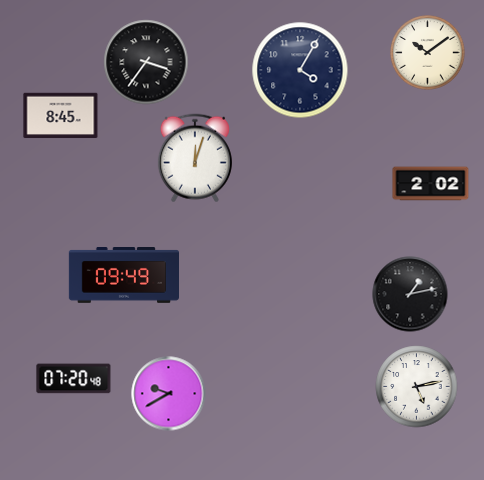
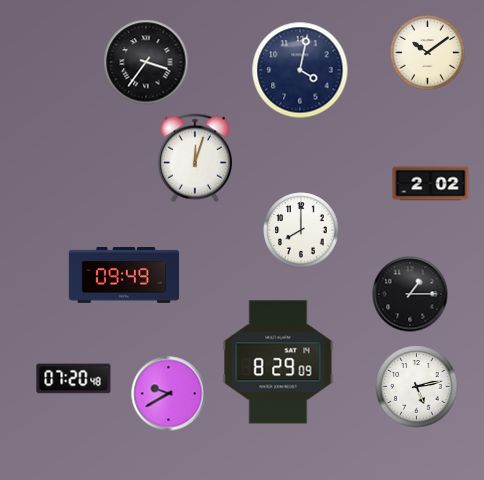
clock at (300, 70): 4:05 -> 4:02
clock at (61, 116): 8:45 -> none
clock at (301, 230): none -> 8:00
clock at (410, 294): 1:13 -> 1:15
clock at (278, 362): none -> 8:29
